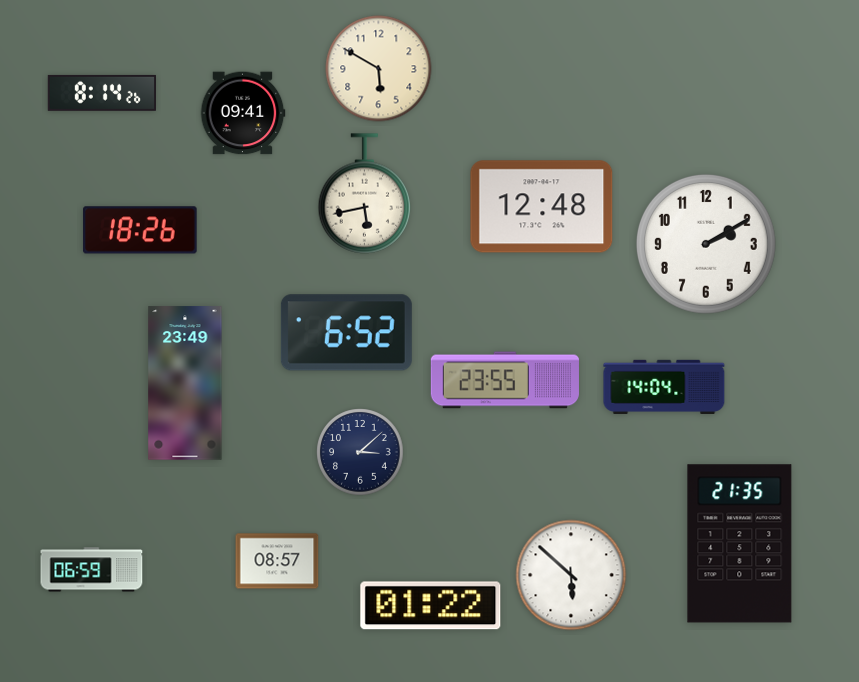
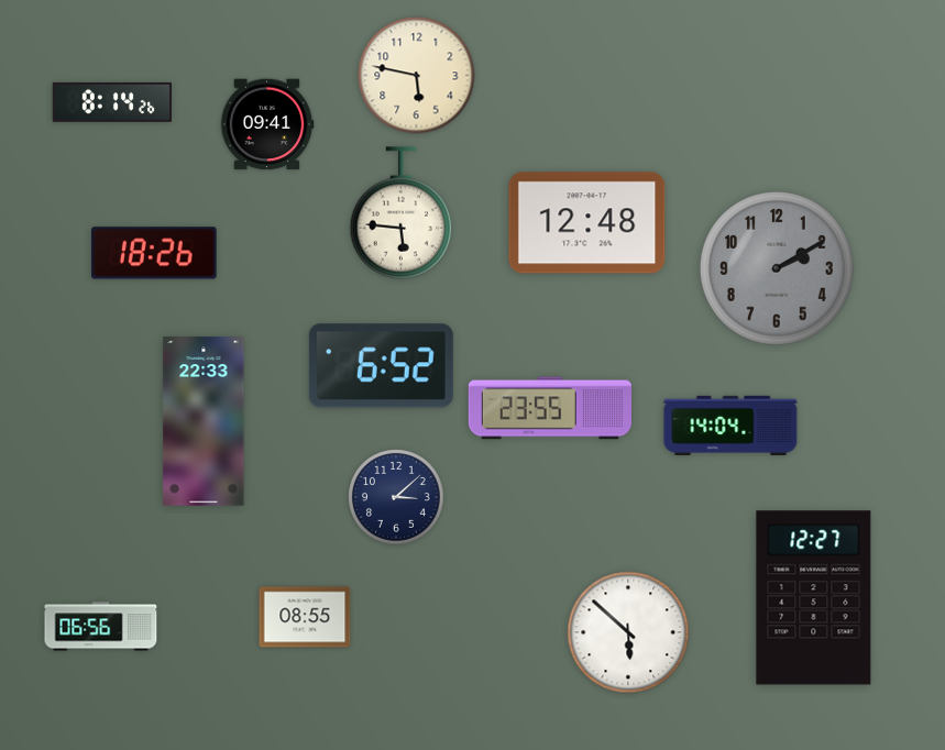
clock at (379, 69): 5:50 -> 5:47
clock at (365, 194): 5:43 -> 5:46
clock at (542, 207) position: (542, 207) -> (587, 223)
clock at (706, 244) dial: white -> grey
clock at (505, 380) position: (505, 380) -> (550, 408)
clock at (185, 383): 23:49 -> 22:33
clock at (740, 544): 21:35 -> 12:27
clock at (277, 561): 08:57 -> 08:55
clock at (92, 570): 06:59 -> 06:56
clock at (431, 606): 01:22 -> none
